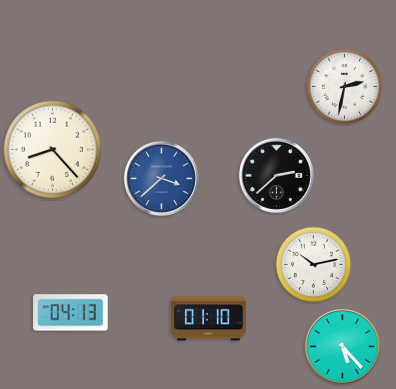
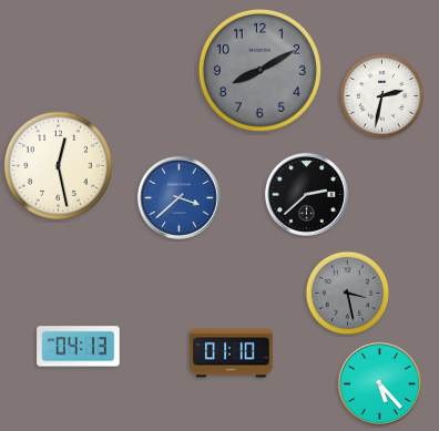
clock at (259, 70): none -> 8:10
clock at (52, 149): 8:23 -> 12:28
clock at (314, 265): 10:13 -> 3:28
clock at (314, 265) dial: white -> grey
